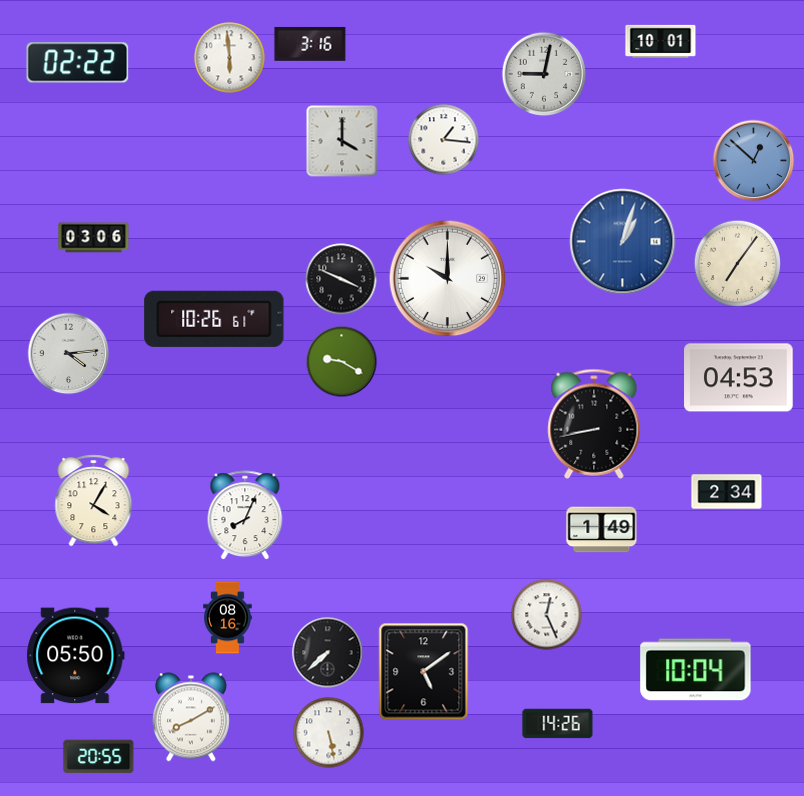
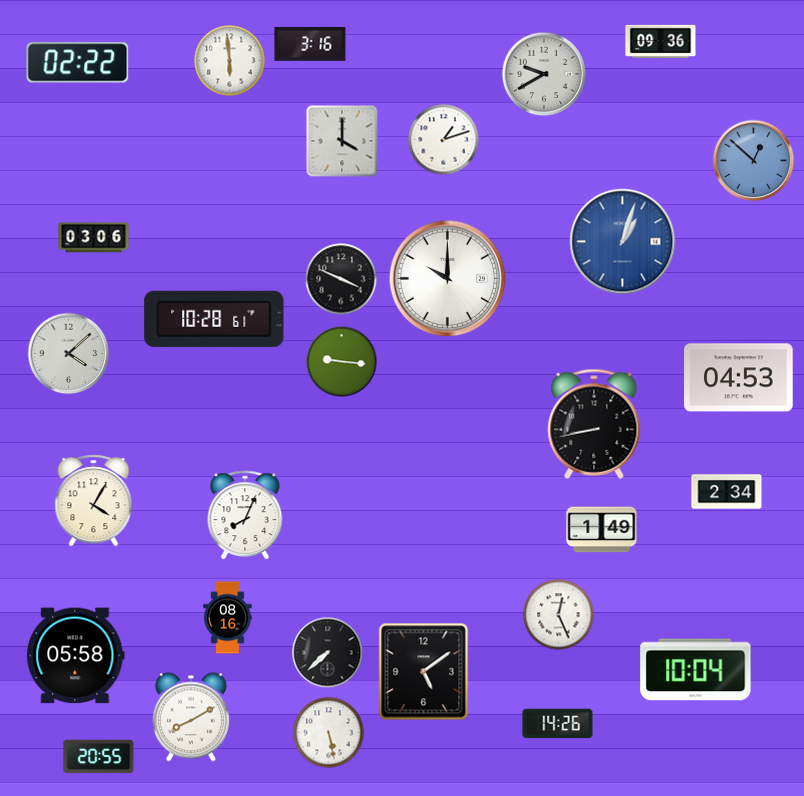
clock at (661, 41): 10:01 -> 09:36
clock at (230, 58) position: (230, 58) -> (230, 61)
clock at (544, 74): 9:02 -> 9:40
clock at (444, 140): 1:16 -> 1:12
clock at (738, 264): 7:06 -> none
clock at (214, 319): 10:26 -> 10:28
clock at (69, 354): 4:14 -> 4:08
clock at (342, 362): 9:20 -> 9:16
clock at (547, 615) position: (547, 615) -> (559, 615)
clock at (76, 656): 05:50 -> 05:58
